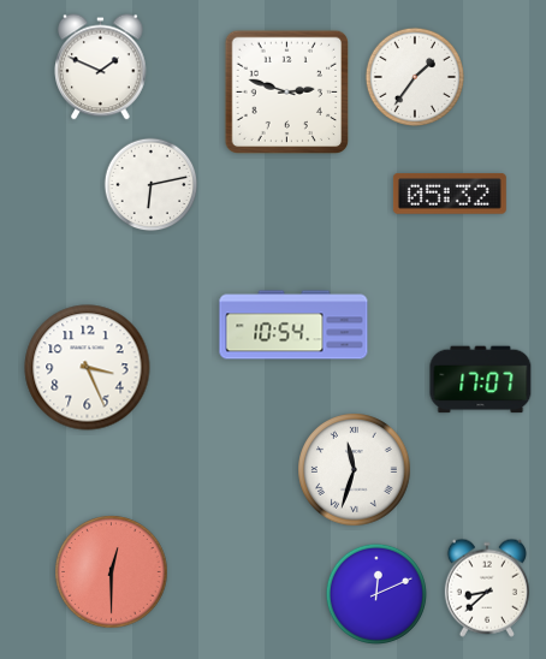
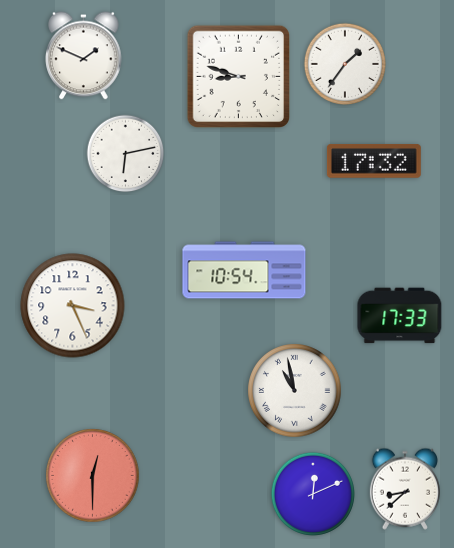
clock at (286, 91): 2:48 -> 8:48
clock at (450, 195): 05:32 -> 17:32
clock at (481, 380): 17:07 -> 17:33
clock at (355, 470): 11:33 -> 10:58
